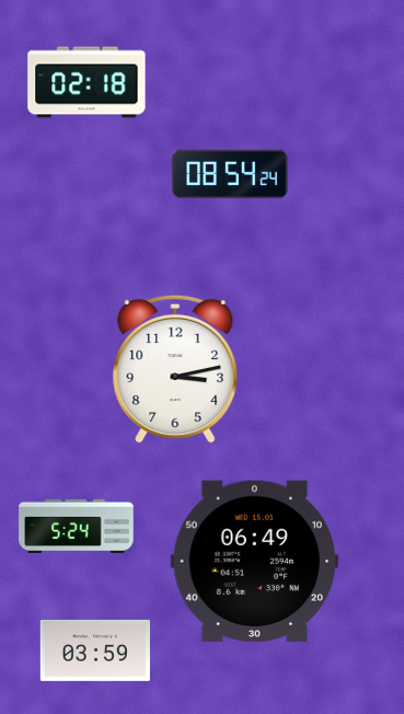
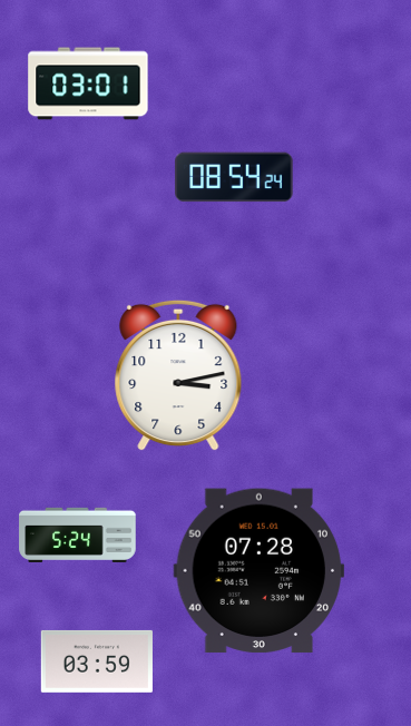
clock at (86, 82): 02:18 -> 03:01
clock at (255, 562): 06:49 -> 07:28
